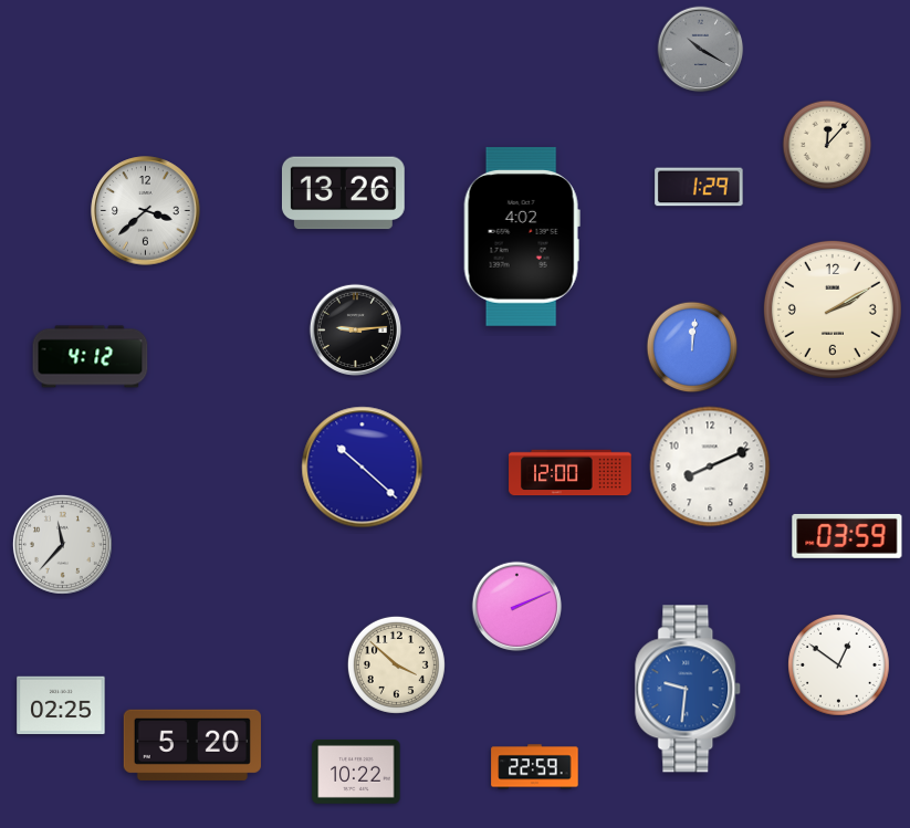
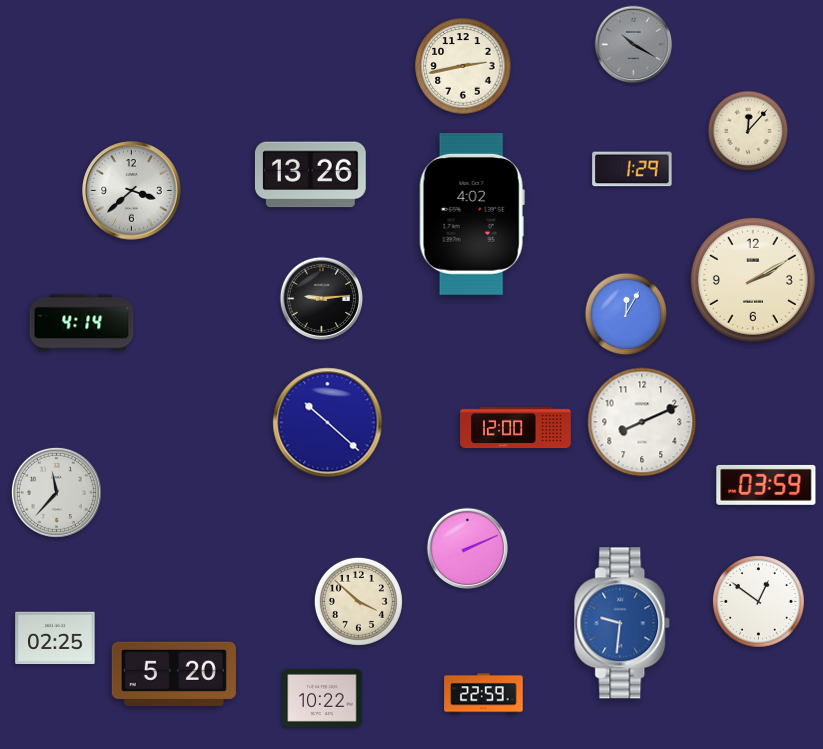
clock at (463, 66): none -> 2:43
clock at (692, 347): 12:01 -> 12:05
clock at (91, 357): 4:12 -> 4:14
